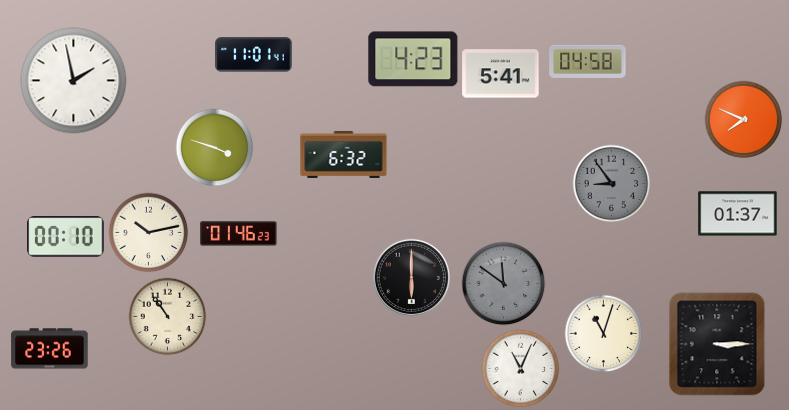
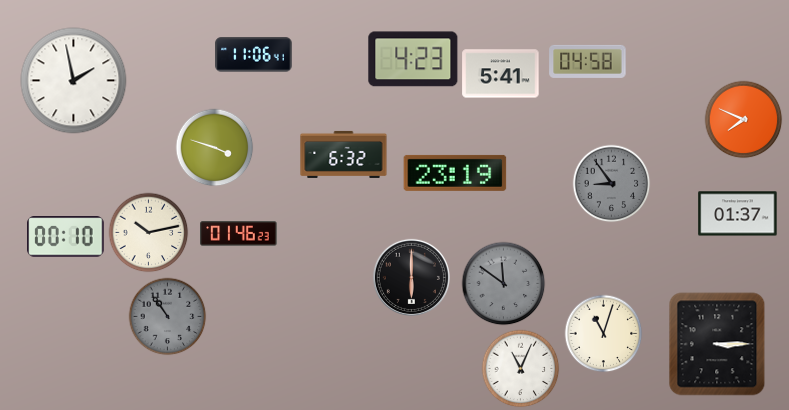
clock at (254, 55): 11:01 -> 11:06
clock at (455, 173): none -> 23:19
clock at (167, 316) dial: cream -> grey
clock at (50, 349): 23:26 -> none
